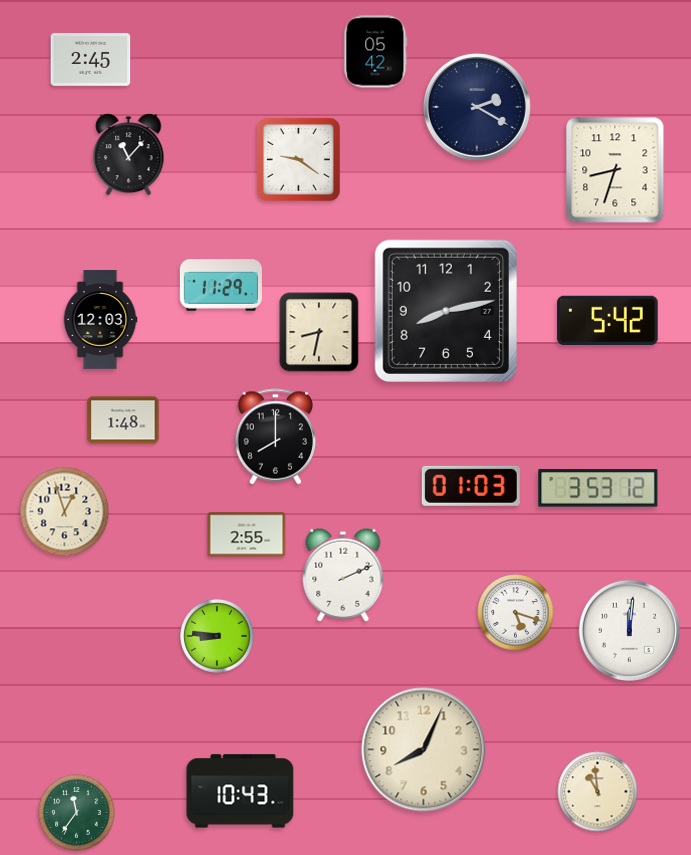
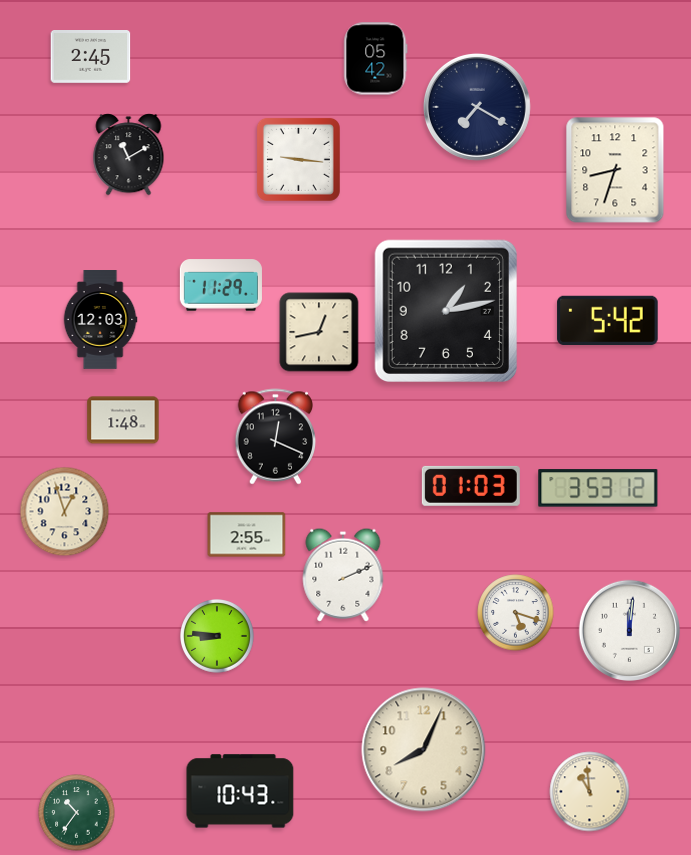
clock at (376, 52) position: (376, 52) -> (376, 59)
clock at (91, 60) position: (91, 60) -> (91, 57)
clock at (477, 107): 2:20 -> 7:20
clock at (129, 155): 11:07 -> 11:10
clock at (298, 159): 9:21 -> 9:16
clock at (445, 310): 8:13 -> 1:13
clock at (319, 332): 8:32 -> 12:43
clock at (276, 437): 8:00 -> 12:19
clock at (598, 792) position: (598, 792) -> (590, 792)
clock at (77, 813): 11:36 -> 10:36
